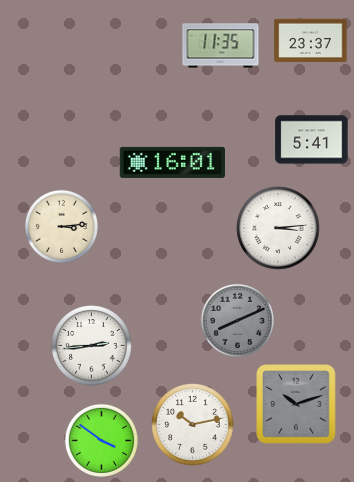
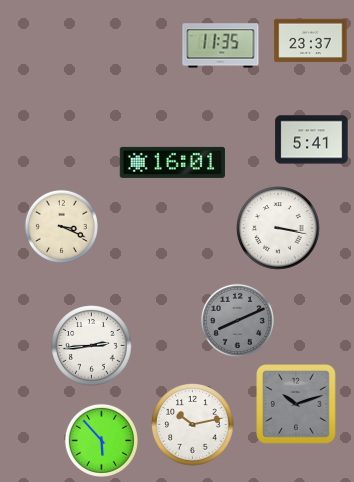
clock at (61, 226): 3:14 -> 3:19
clock at (278, 228): 3:14 -> 3:17
clock at (101, 440): 3:51 -> 5:53
